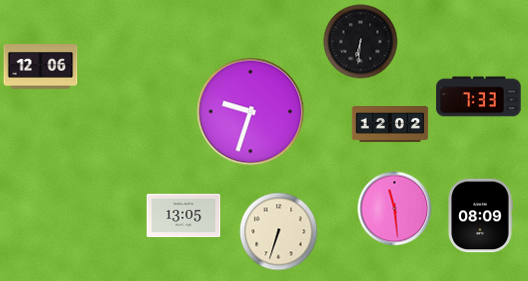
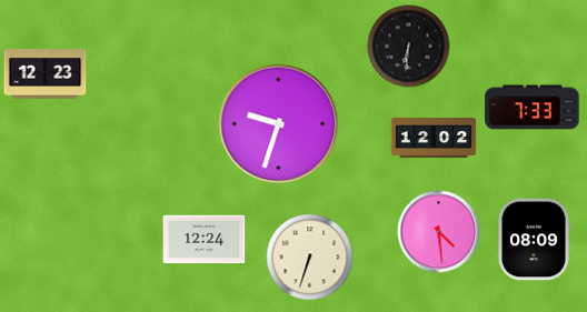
clock at (361, 42) position: (361, 42) -> (409, 47)
clock at (41, 67): 12:06 -> 12:23
clock at (395, 209): 11:29 -> 4:29
clock at (184, 216): 13:05 -> 12:24
